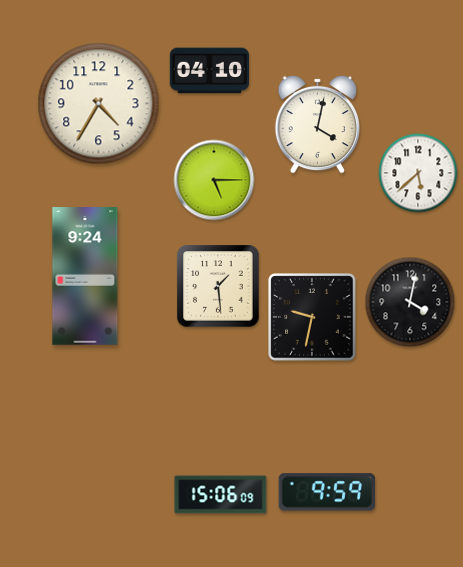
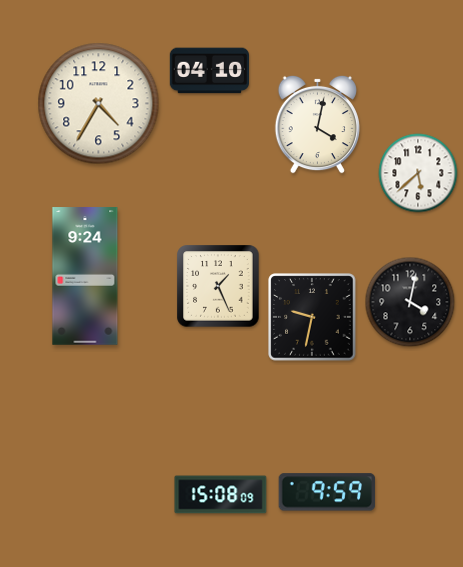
clock at (214, 180): 5:15 -> none
clock at (218, 286): 1:29 -> 1:26
clock at (221, 495): 15:06 -> 15:08
